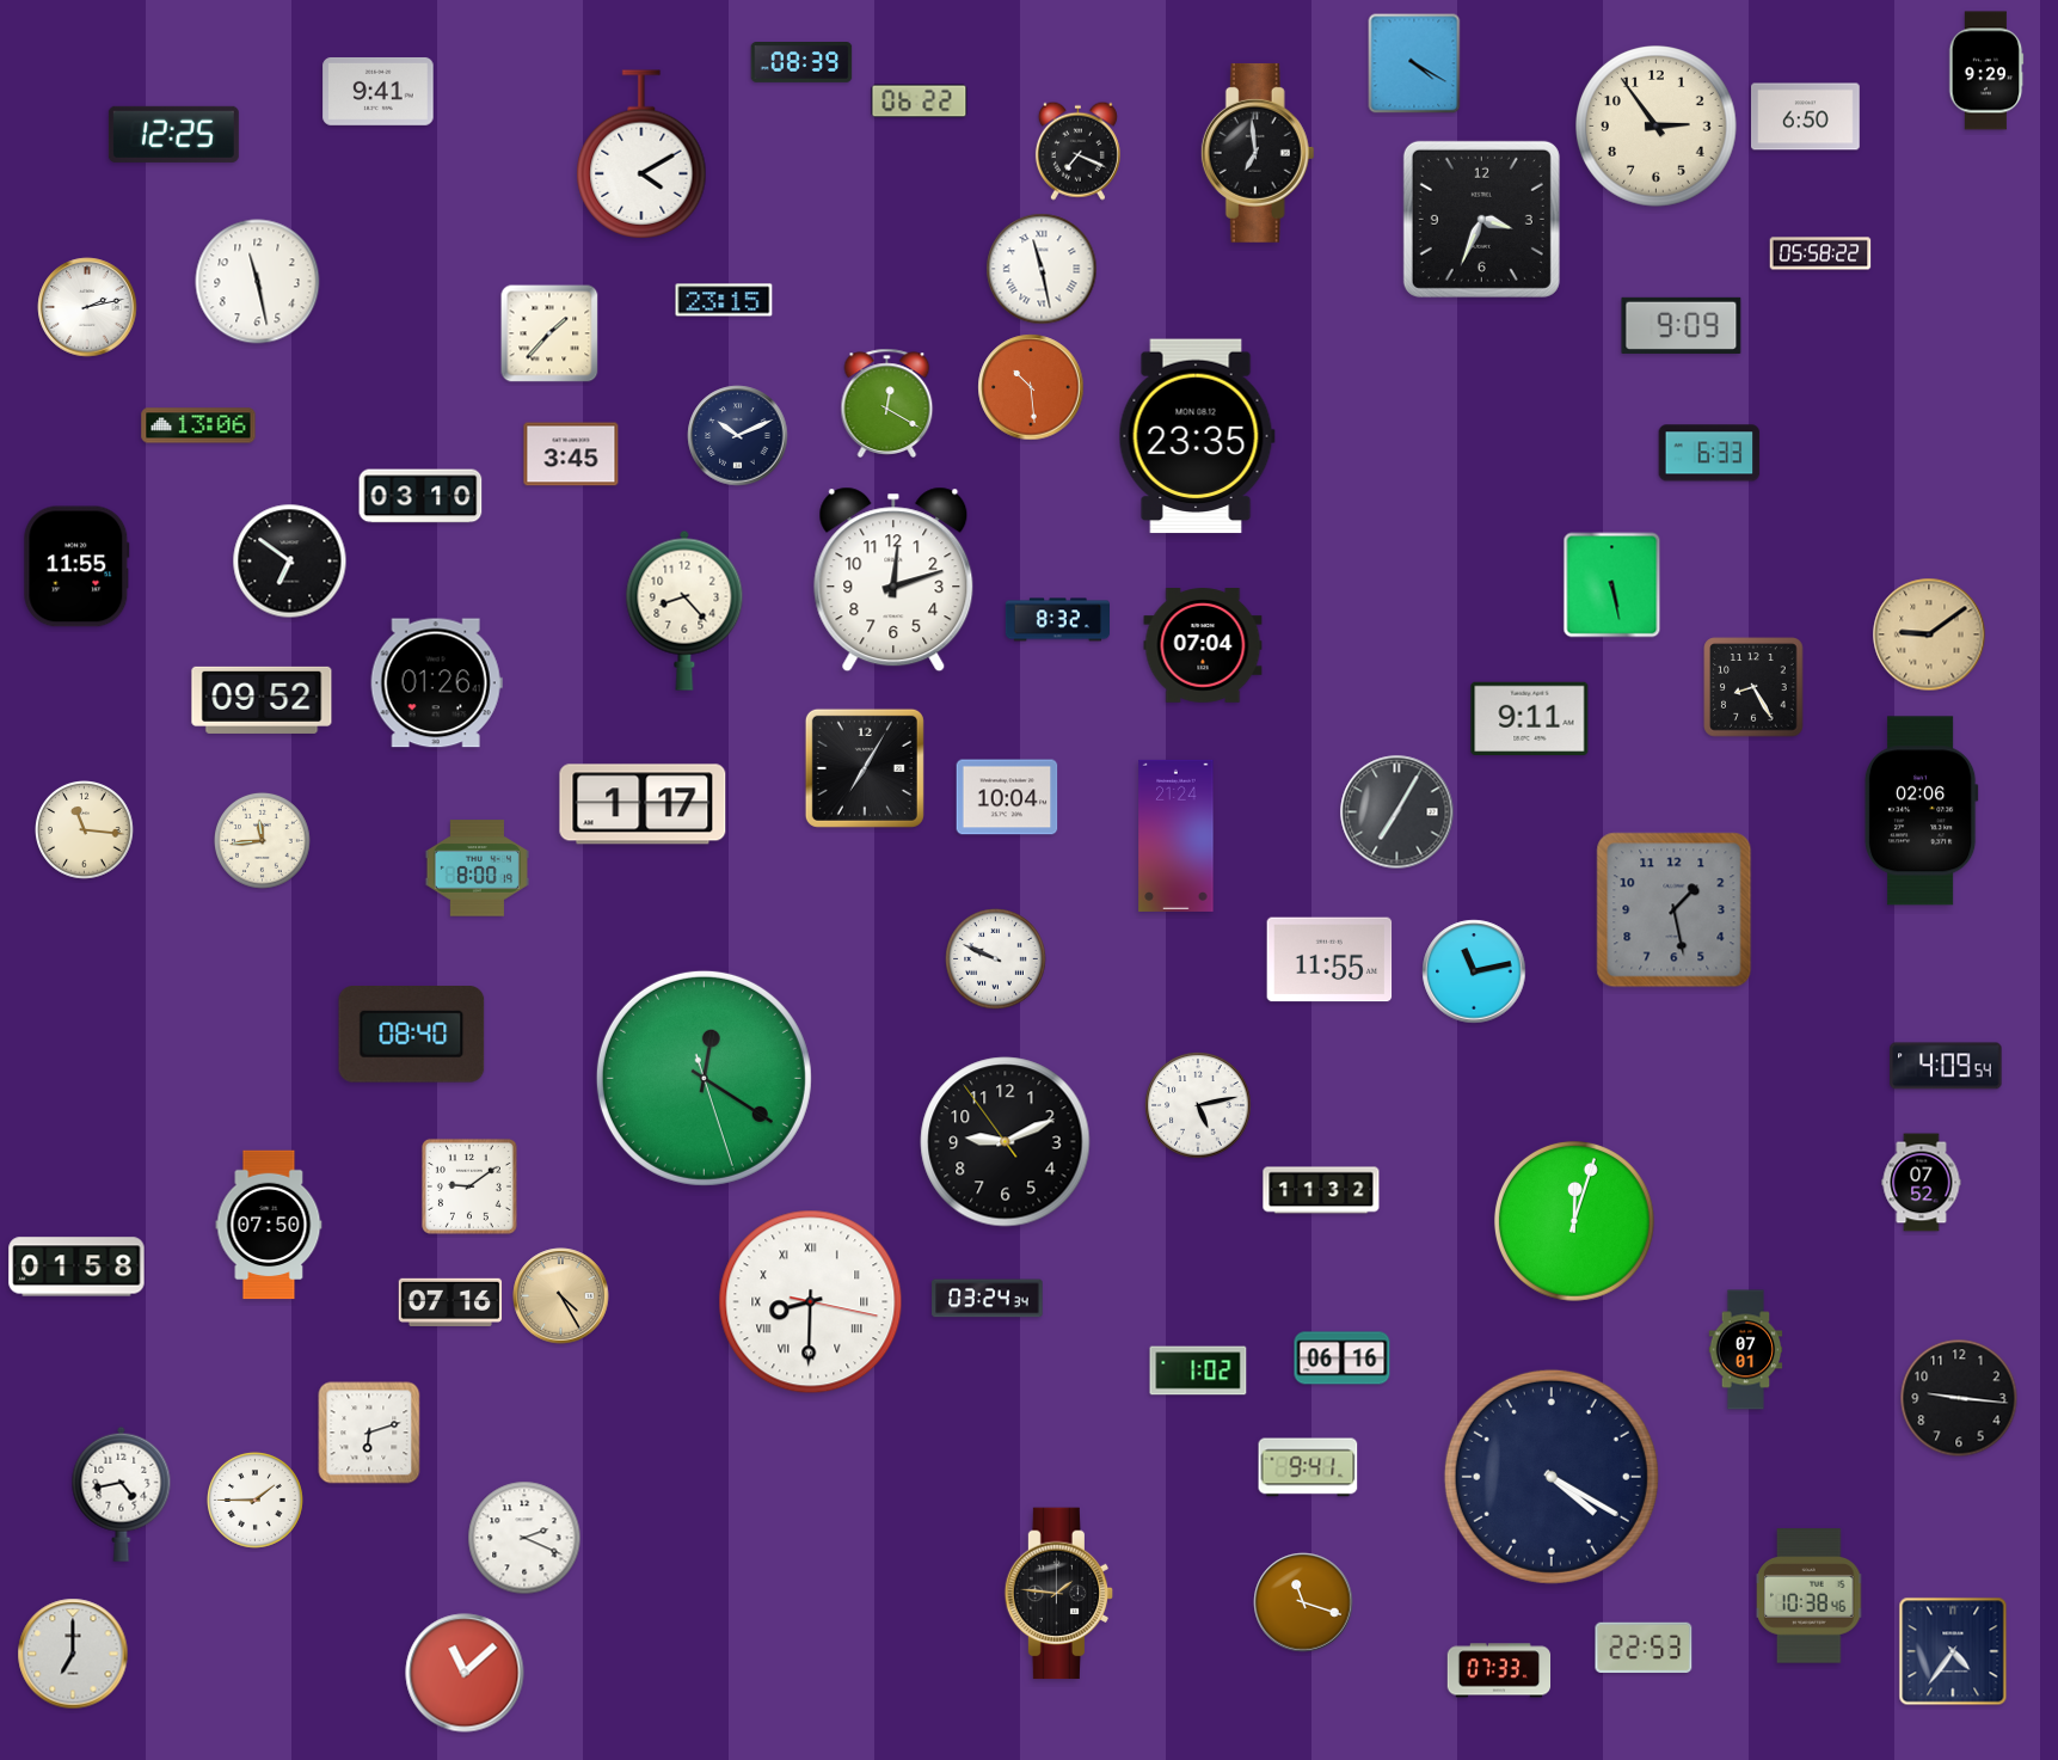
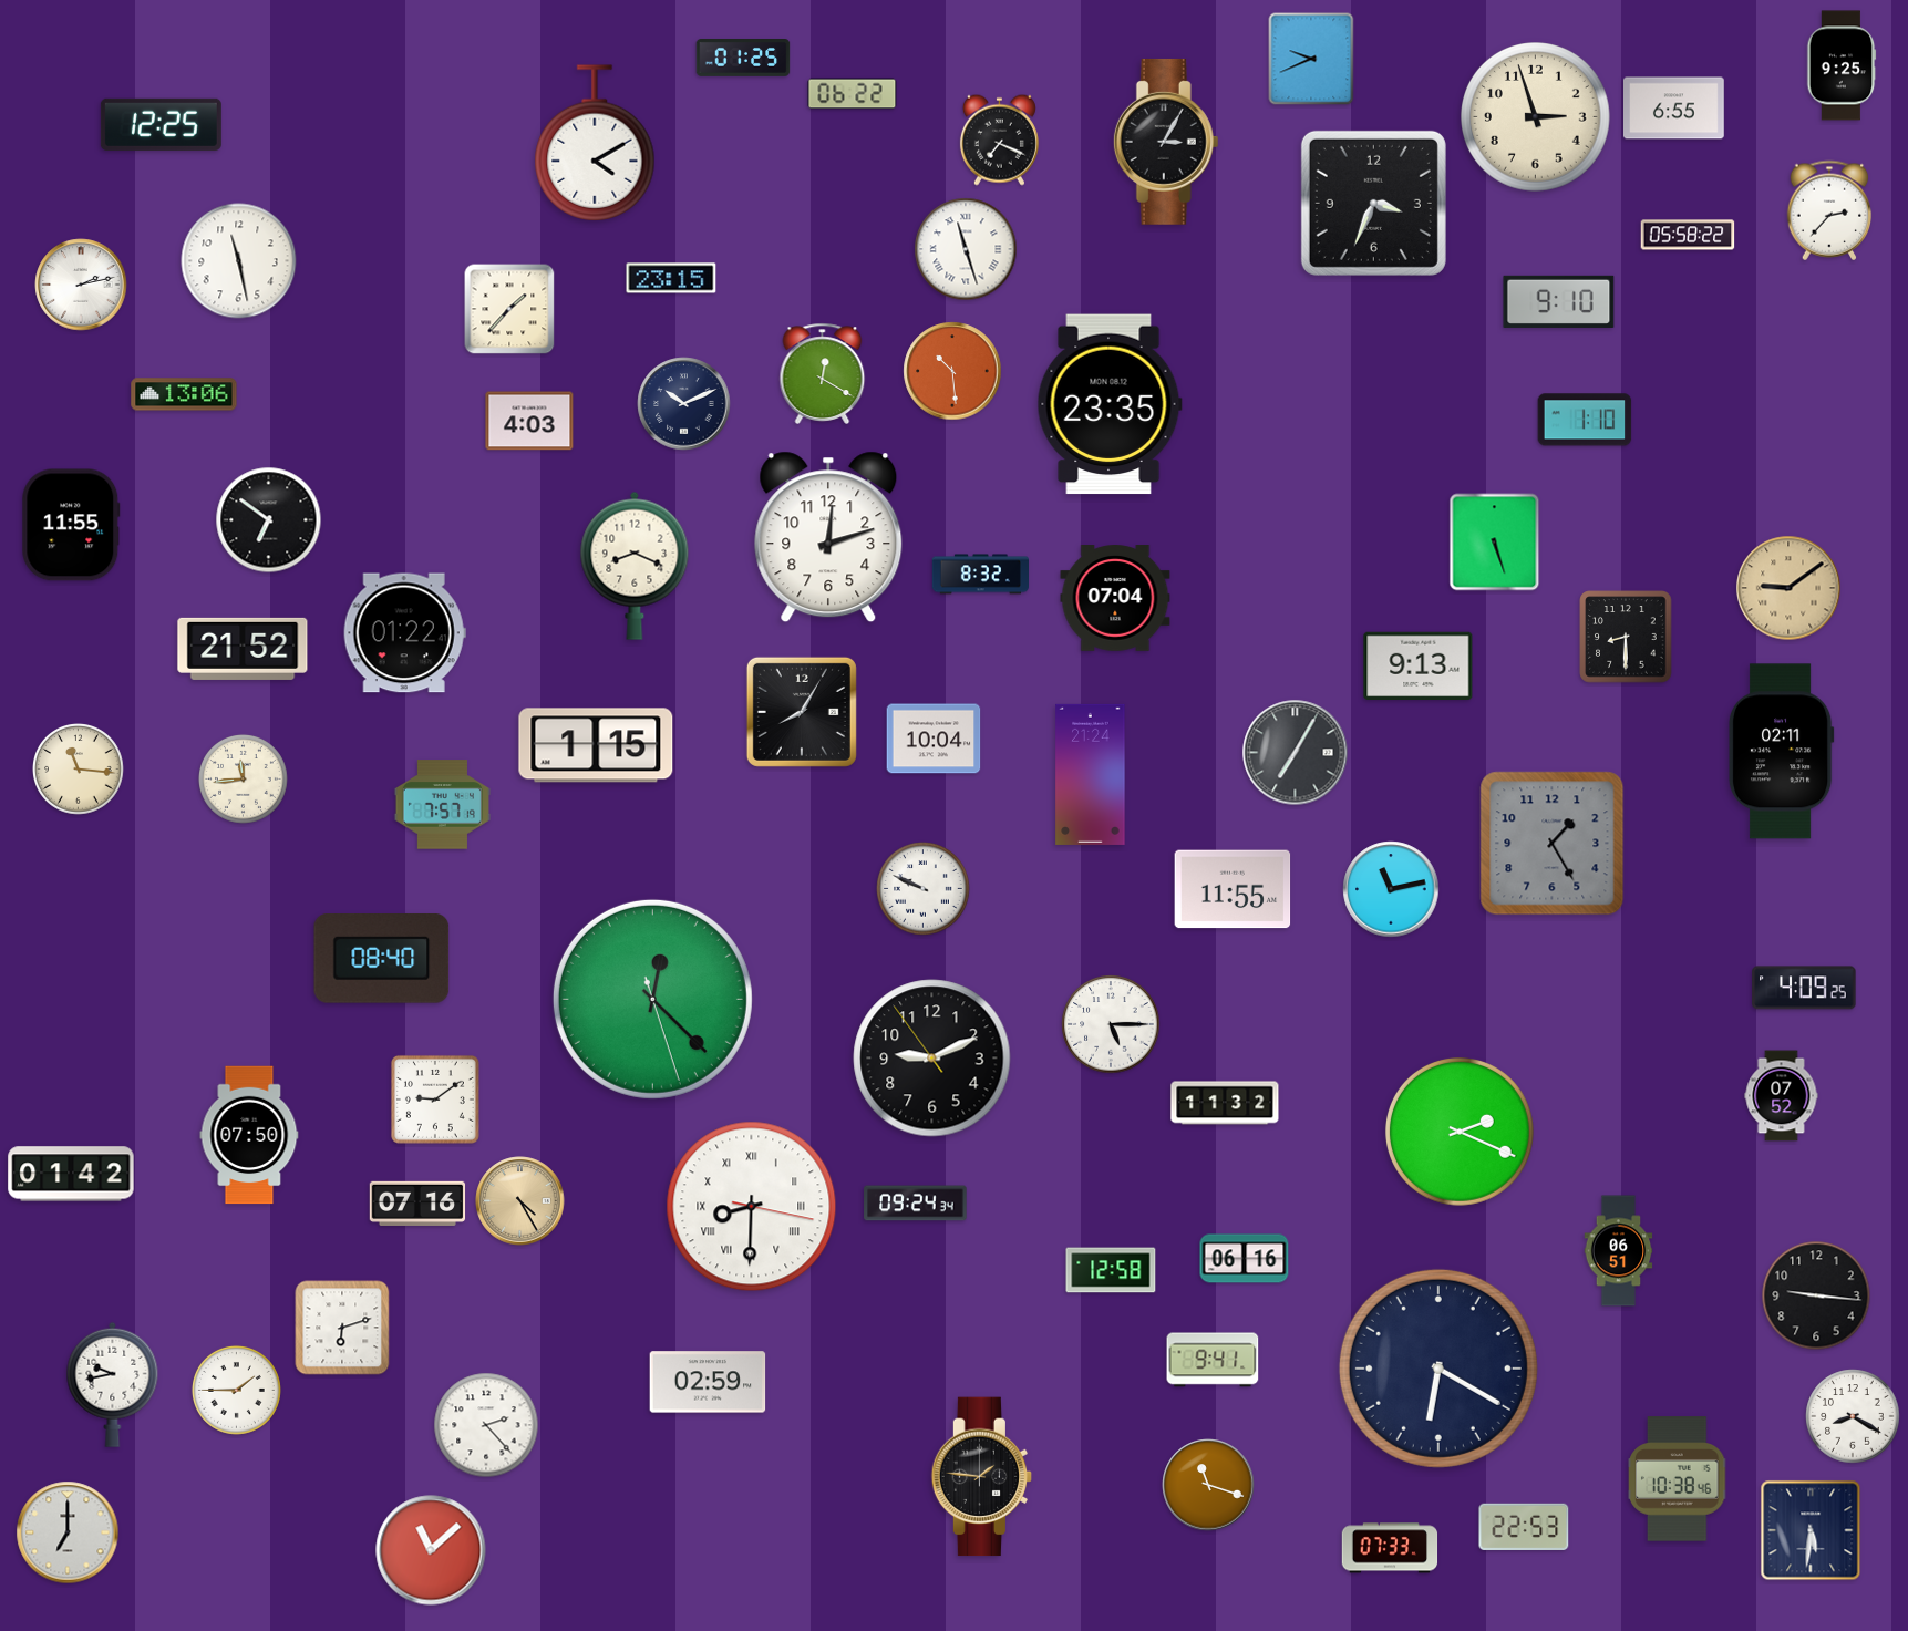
clock at (801, 63): 08:39 -> 01:25
clock at (1414, 63): 4:20 -> 9:41
clock at (1986, 70): 9:29 -> 9:25
clock at (379, 91): 9:41 -> none
clock at (1806, 117): 6:50 -> 6:55
clock at (1657, 127): 2:54 -> 2:57
clock at (1258, 153): 6:59 -> 3:05
clock at (1829, 210): none -> 2:37
clock at (1042, 269): 11:28 -> 11:27
clock at (1682, 325): 9:09 -> 9:10
clock at (1031, 387) position: (1031, 387) -> (952, 371)
clock at (1709, 453): 6:33 -> 1:10
clock at (571, 454): 3:45 -> 4:03
clock at (420, 496): 03:10 -> none
clock at (1612, 585): 5:28 -> 5:27
clock at (684, 611): 8:23 -> 8:19
clock at (436, 683): 01:26 -> 01:22
clock at (1753, 687): 8:25 -> 8:30
clock at (262, 700): 09:52 -> 21:52
clock at (1530, 718): 9:11 -> 9:13
clock at (865, 768): 7:05 -> 8:05
clock at (643, 804): 1:17 -> 1:15
clock at (1921, 811): 02:06 -> 02:11
clock at (477, 869): 8:00 -> 7:57
clock at (1675, 910): 1:28 -> 1:25
clock at (1474, 971) position: (1474, 971) -> (1391, 889)
clock at (1946, 1066): 4:09:54 -> 4:09:25
clock at (704, 1078): 12:20 -> 12:22
clock at (1198, 1105): 5:13 -> 5:15
clock at (1574, 1221): 12:03 -> 2:19
clock at (76, 1267): 01:58 -> 01:42
clock at (988, 1299): 03:24 -> 09:24
clock at (450, 1301) position: (450, 1301) -> (417, 1202)
clock at (1746, 1350): 07:01 -> 06:51
clock at (1198, 1370): 1:02 -> 12:58
clock at (1552, 1477): 4:20 -> 6:20
clock at (708, 1382): none -> 02:59
clock at (122, 1494): 4:43 -> 9:43
clock at (1853, 1416): none -> 8:20
clock at (524, 1538): 2:19 -> 2:23
clock at (1953, 1651): 4:36 -> 5:31
